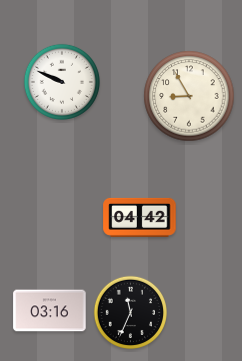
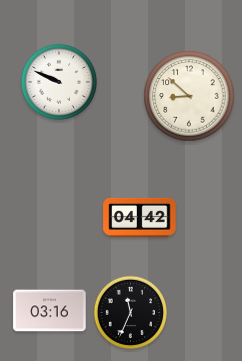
clock at (62, 82) position: (62, 82) -> (59, 82)
clock at (189, 96): 8:55 -> 8:52
